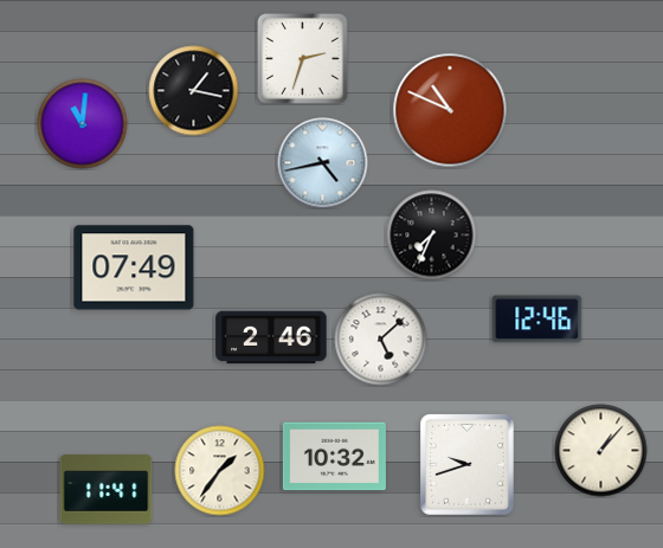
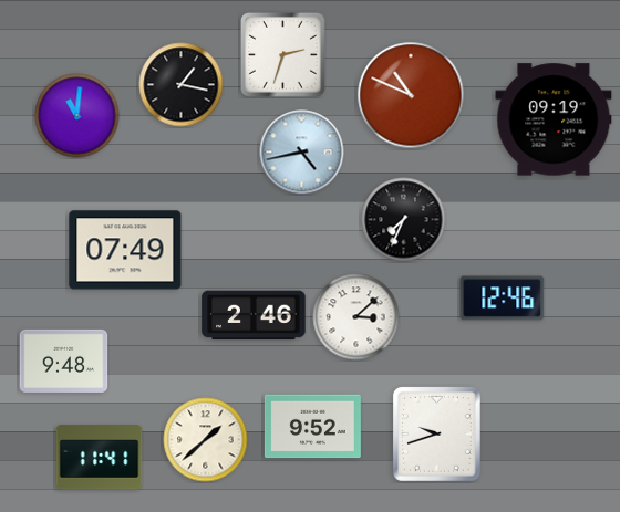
clock at (450, 110) position: (450, 110) -> (411, 95)
clock at (554, 119): none -> 09:19
clock at (381, 340): 5:08 -> 3:08
clock at (64, 361): none -> 9:48
clock at (601, 451): 1:07 -> none
clock at (334, 457): 10:32 -> 9:52
clock at (220, 471): 1:36 -> 1:38
